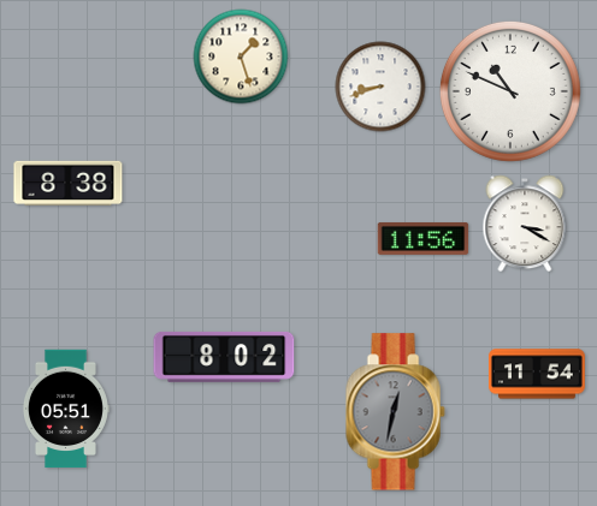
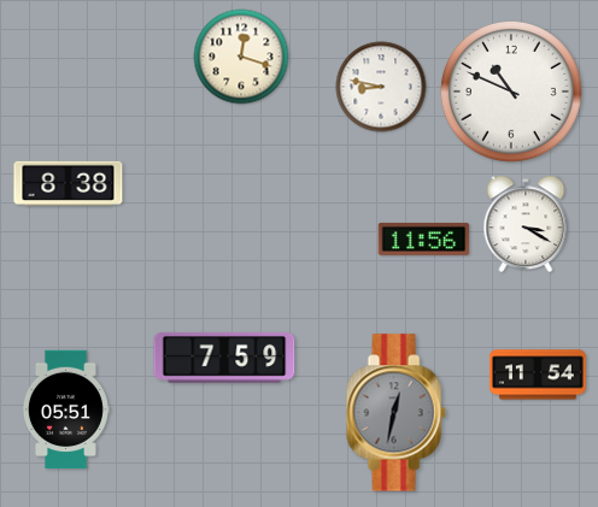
clock at (241, 56): 1:27 -> 12:18
clock at (380, 87): 8:42 -> 8:47
clock at (224, 357): 8:02 -> 7:59
